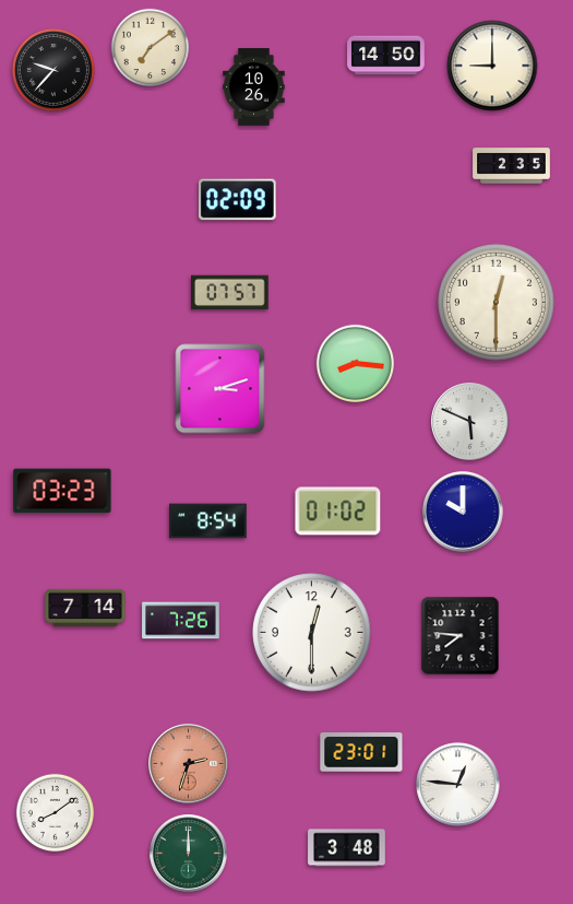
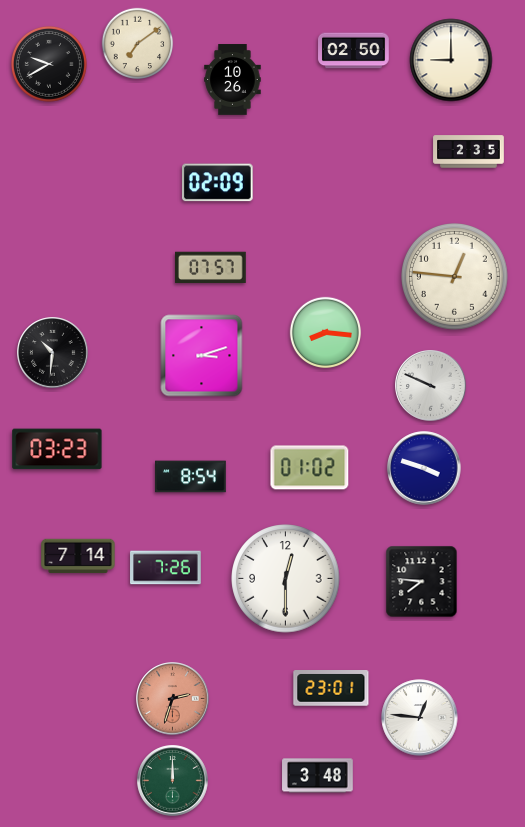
clock at (386, 56): 14:50 -> 02:50
clock at (53, 70): 9:37 -> 9:40
clock at (497, 303): 12:30 -> 12:46
clock at (53, 353): none -> 10:31
clock at (470, 422): 5:49 -> 9:49
clock at (463, 512): 10:00 -> 3:48
clock at (56, 813): 8:09 -> none
